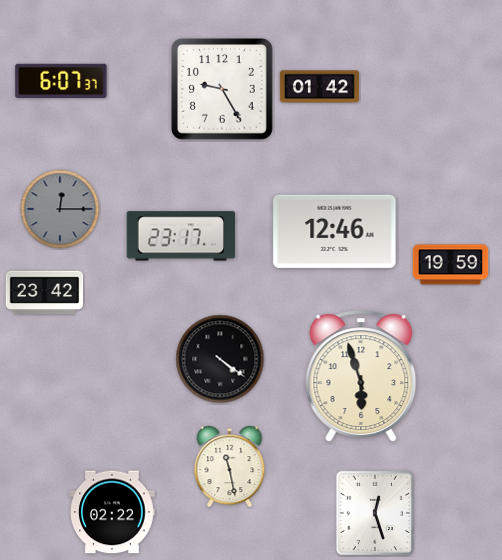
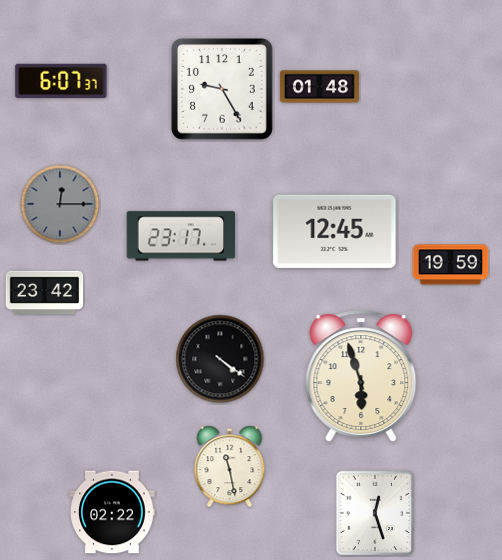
clock at (319, 87): 01:42 -> 01:48
clock at (60, 209) position: (60, 209) -> (60, 204)
clock at (335, 231): 12:46 -> 12:45
